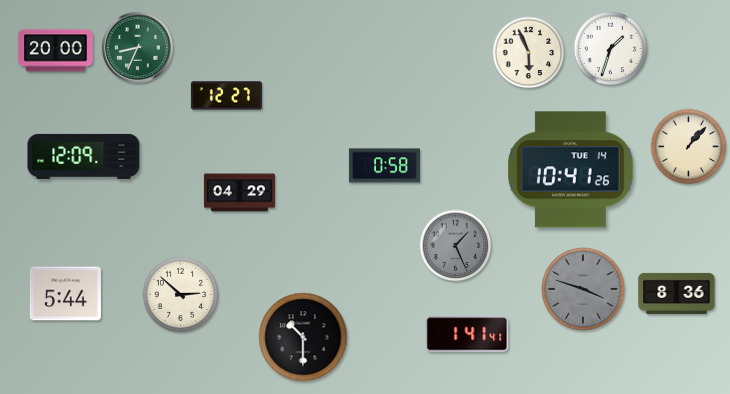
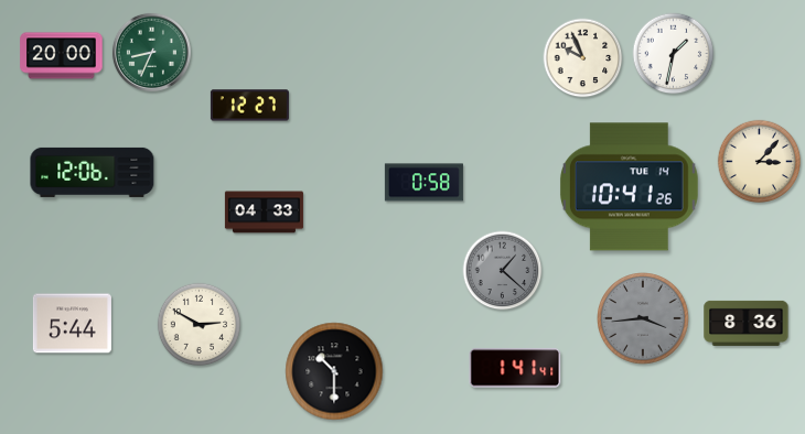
clock at (611, 49): 1:33 -> 1:32
clock at (529, 53): 5:56 -> 9:56
clock at (689, 147): 1:07 -> 3:07
clock at (84, 156): 12:09 -> 12:06
clock at (239, 193): 04:29 -> 04:33
clock at (456, 246): 1:26 -> 1:22
clock at (583, 289): 3:48 -> 3:44
clock at (181, 295): 2:52 -> 2:50
